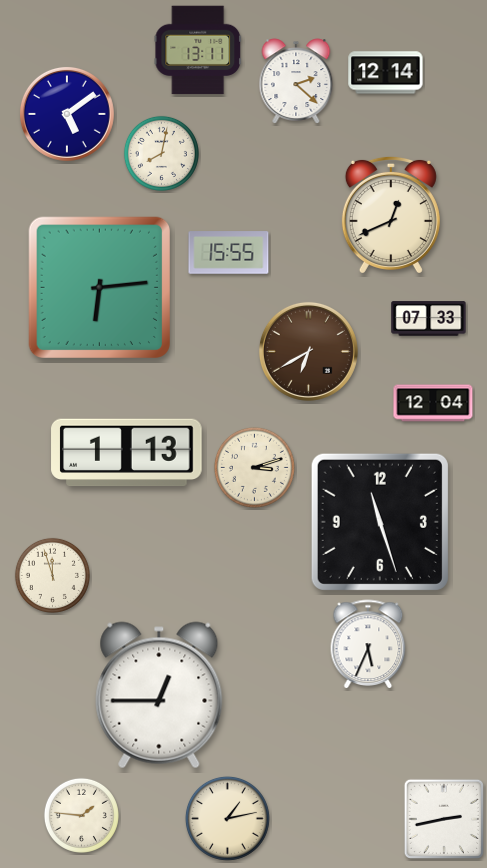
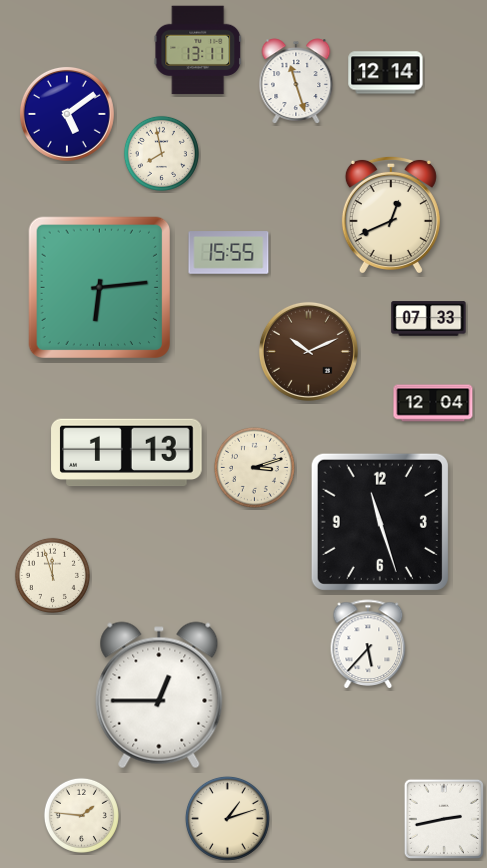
clock at (296, 81): 2:22 -> 11:27
clock at (161, 153): 8:02 -> 7:58
clock at (308, 351): 6:40 -> 10:11
clock at (368, 644): 5:34 -> 5:37
clock at (227, 818): 1:13 -> 1:12
